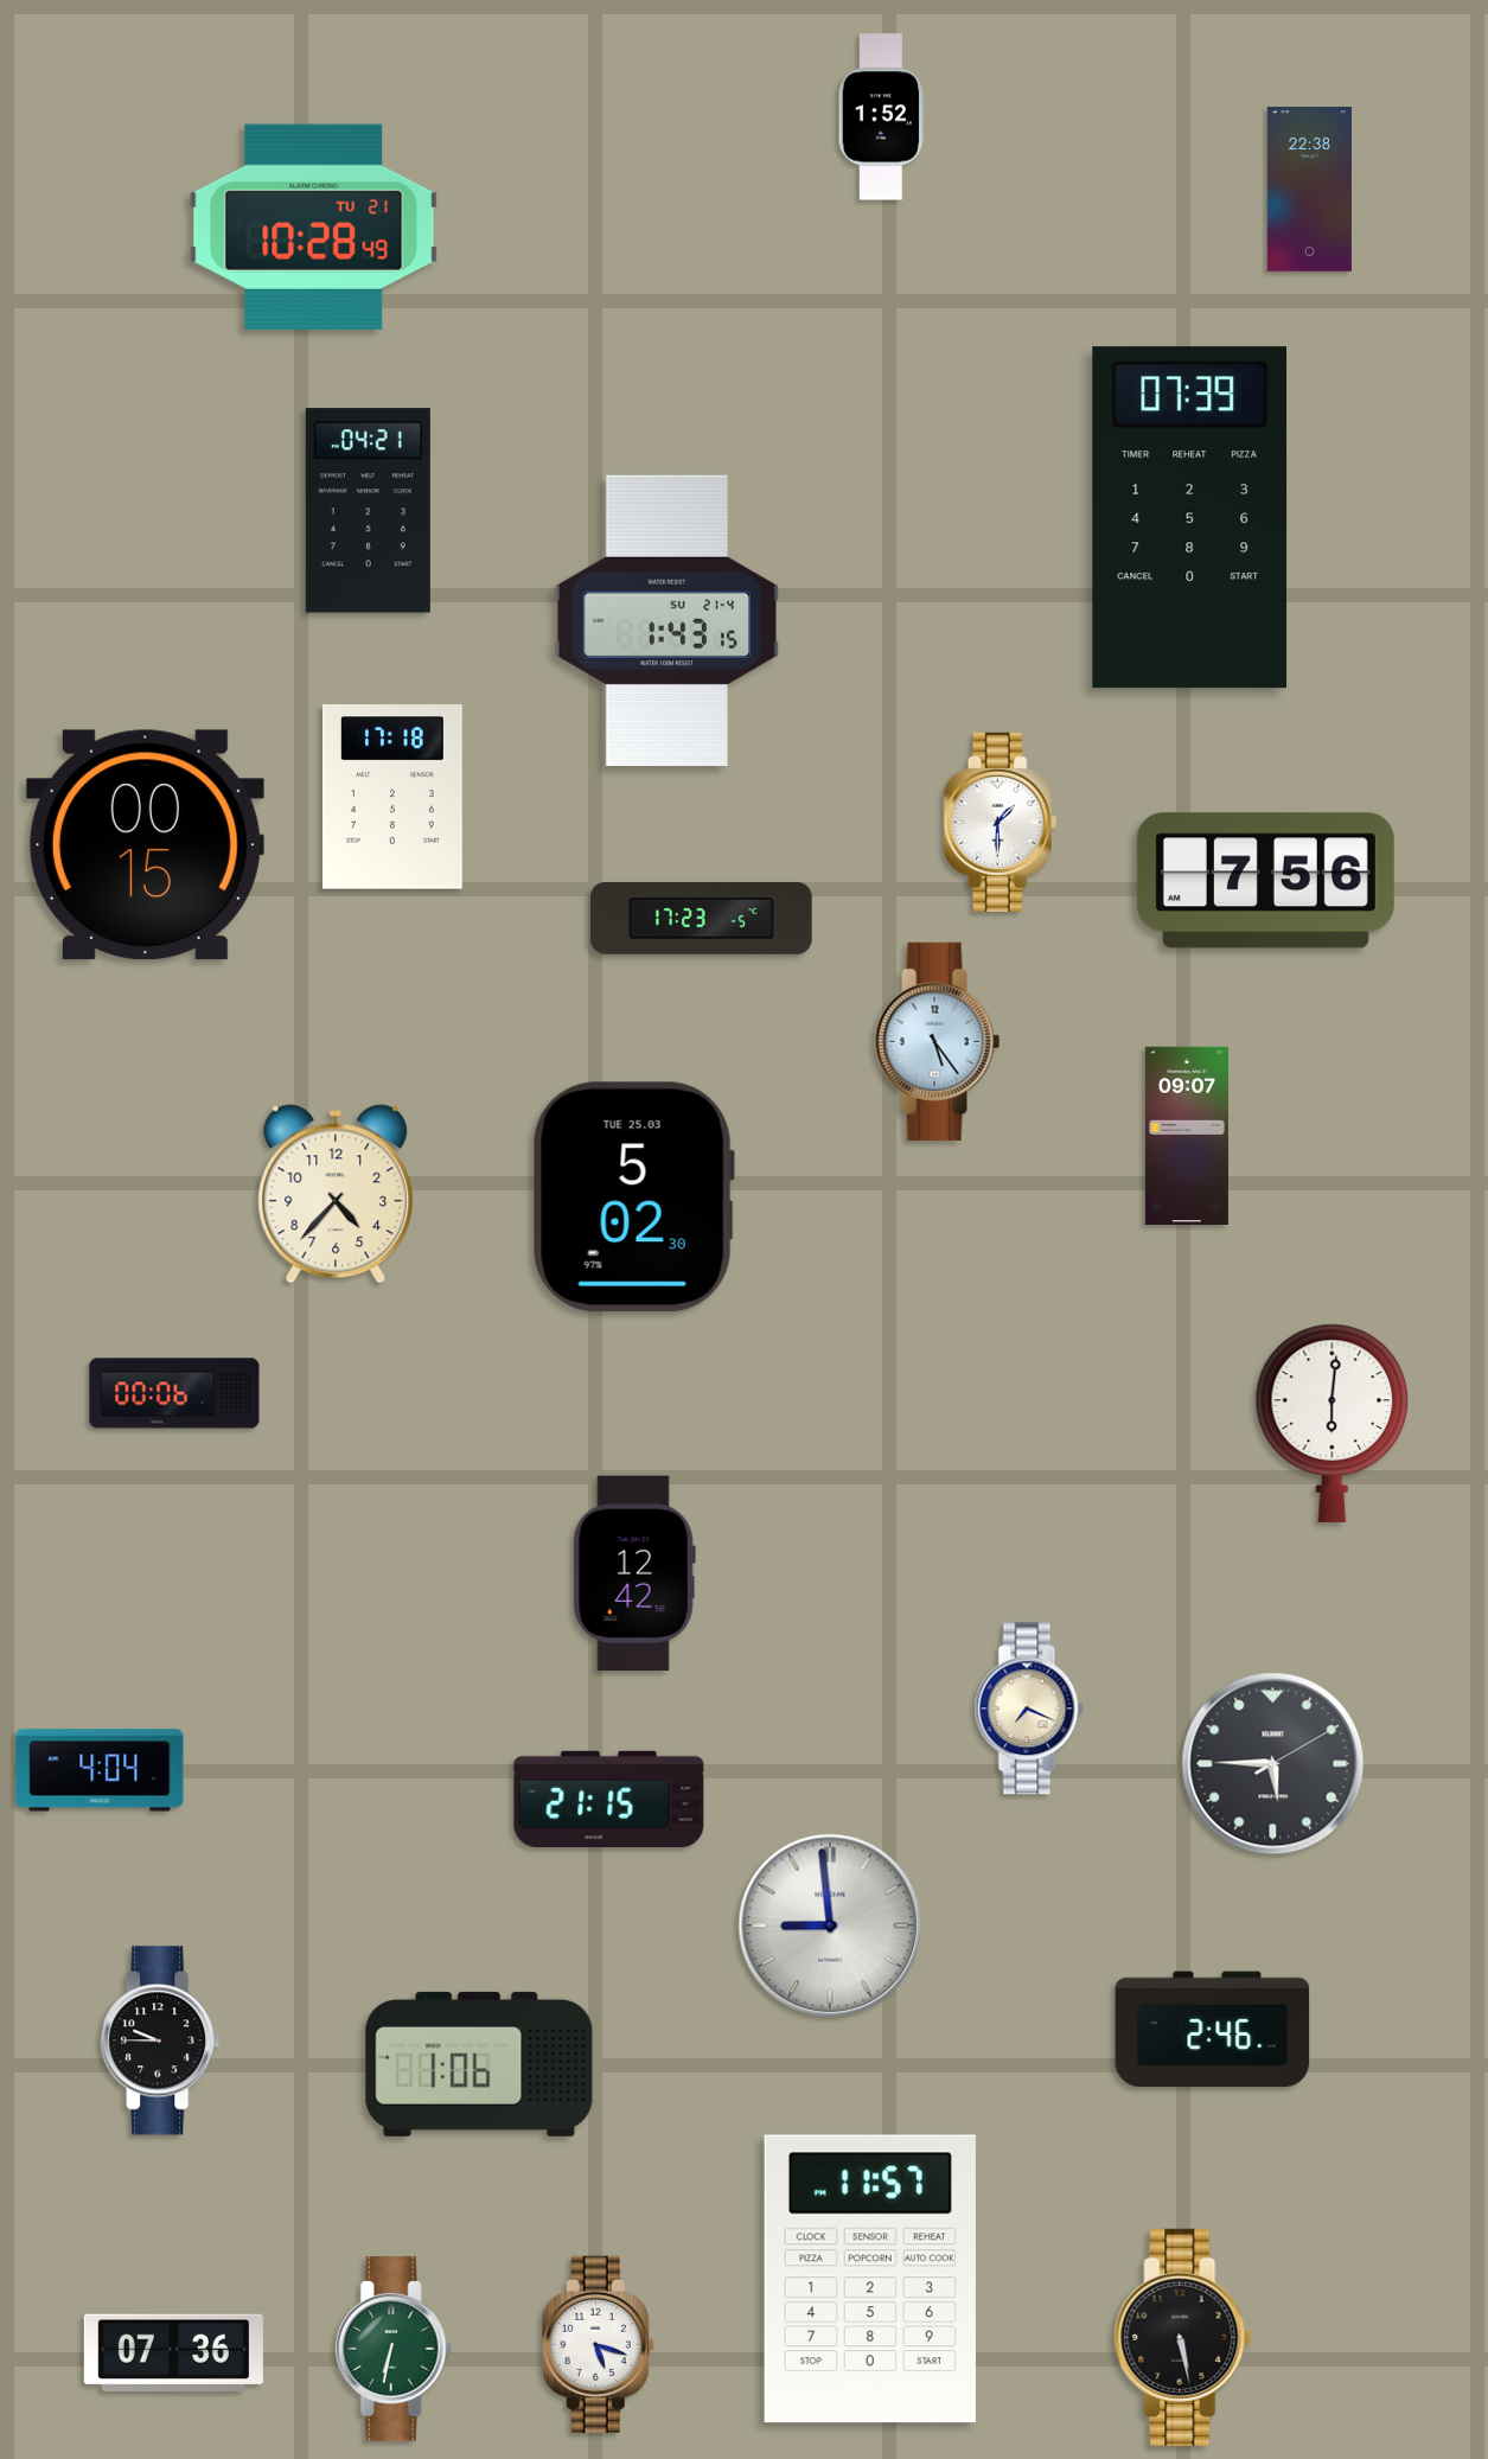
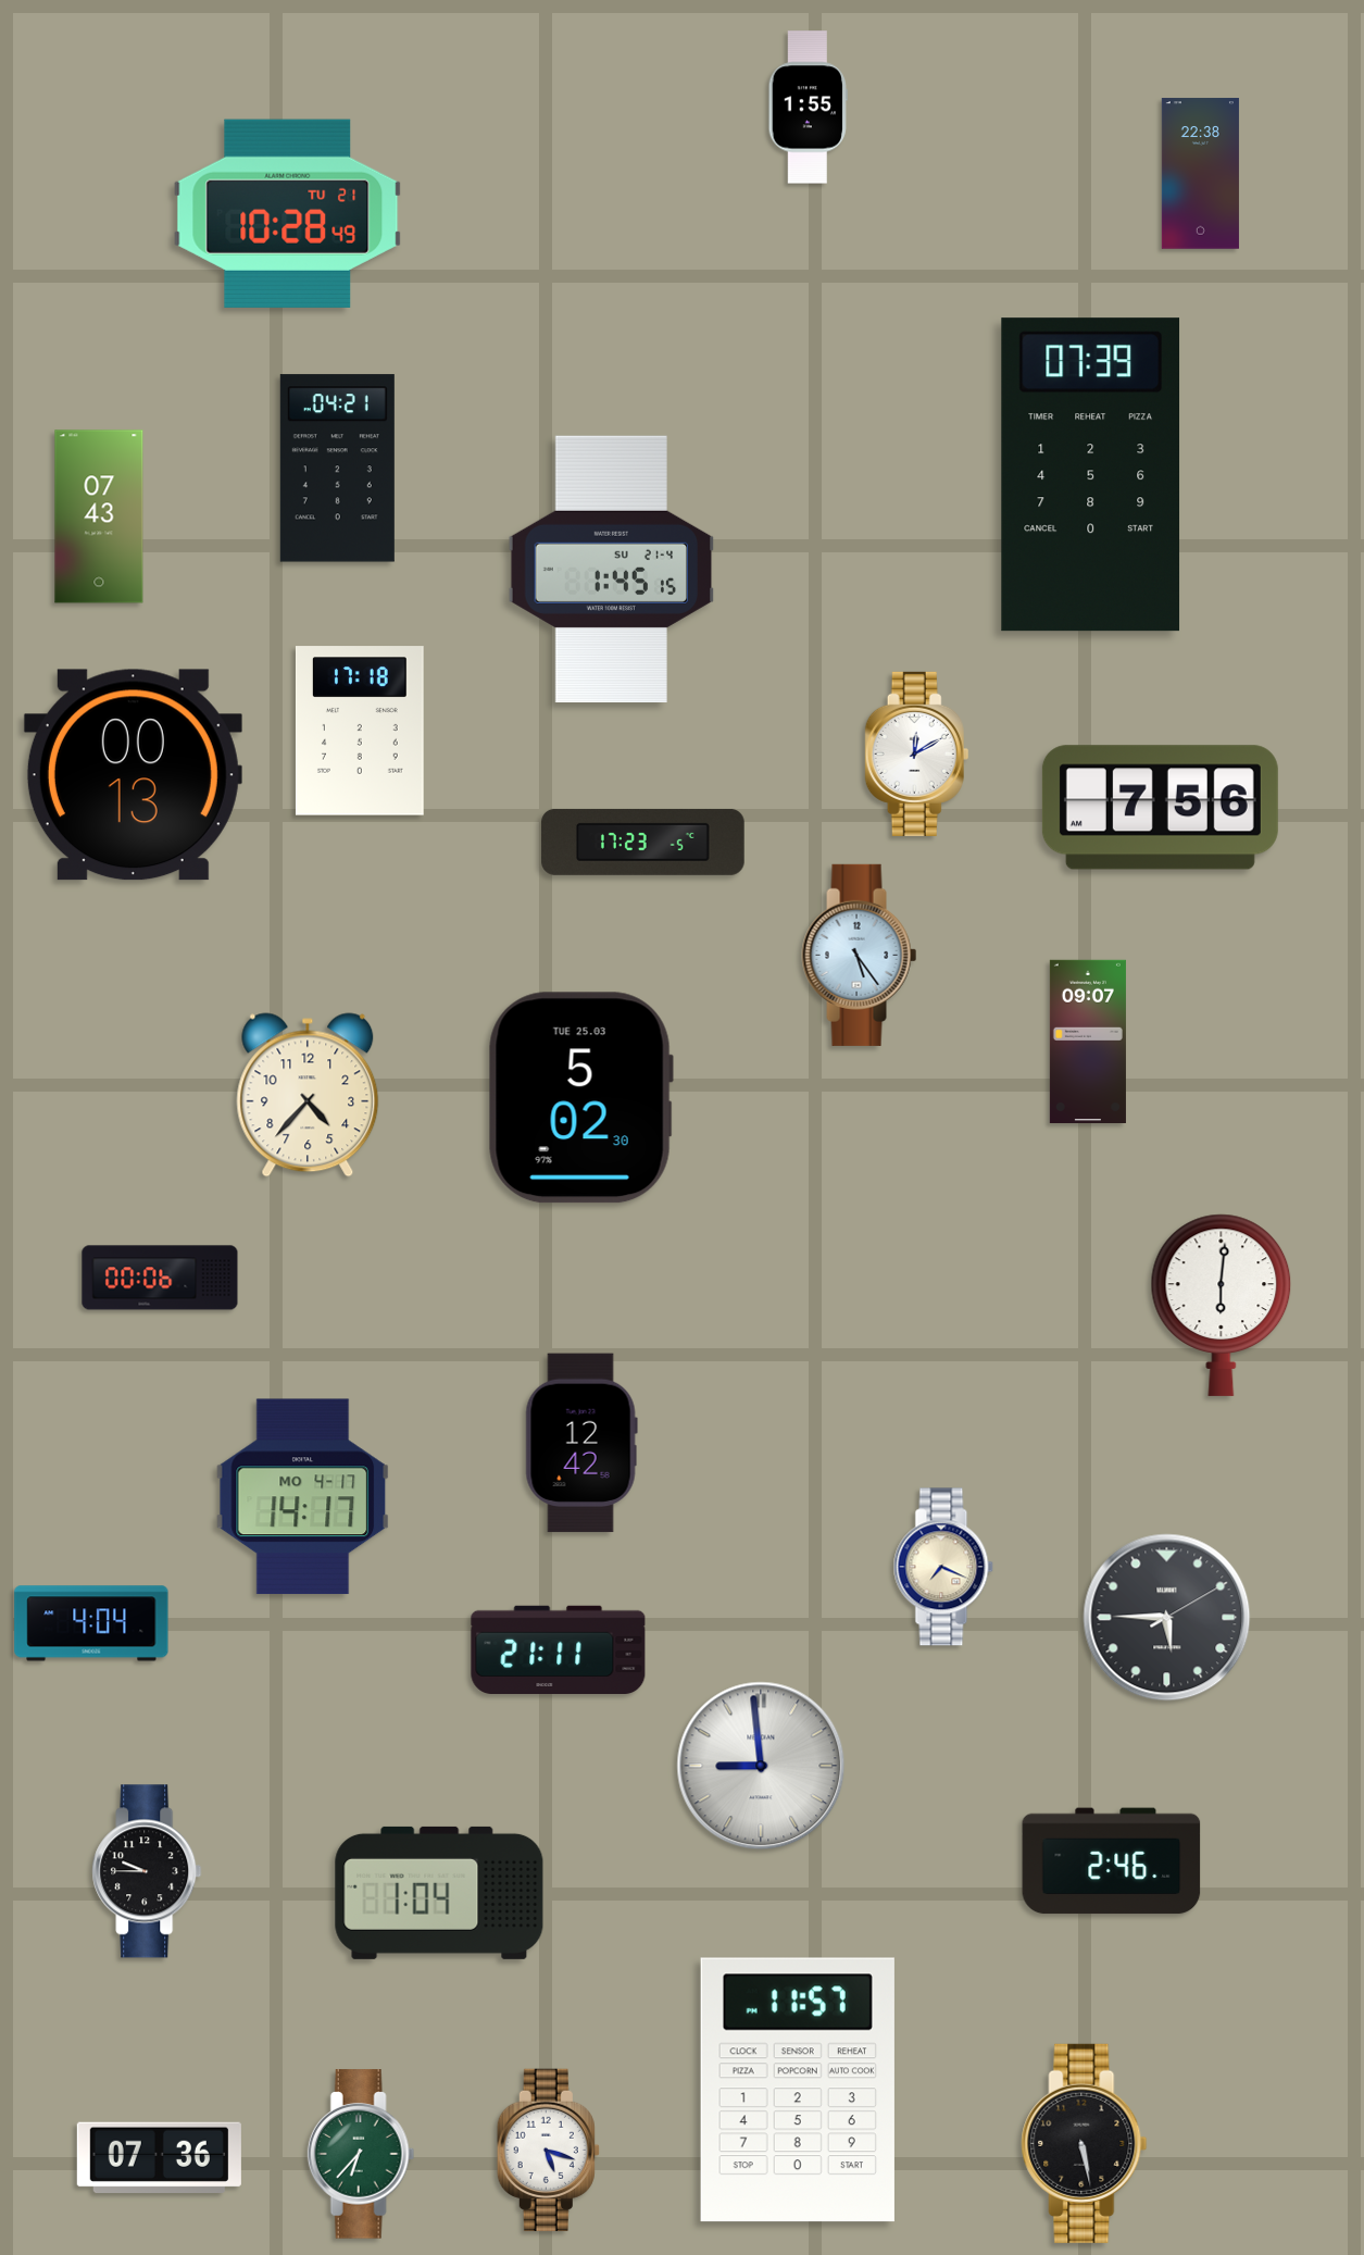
clock at (881, 117): 1:52 -> 1:55
clock at (314, 226) position: (314, 226) -> (288, 213)
clock at (99, 516): none -> 07:43
clock at (668, 620): 1:43 -> 1:45
clock at (1001, 822): 1:30 -> 12:10
clock at (145, 845): 00:15 -> 00:13
clock at (303, 1497): none -> 14:17
clock at (609, 1799): 21:15 -> 21:11
clock at (479, 2064): 1:06 -> 1:04
clock at (394, 2349): 6:32 -> 6:37
